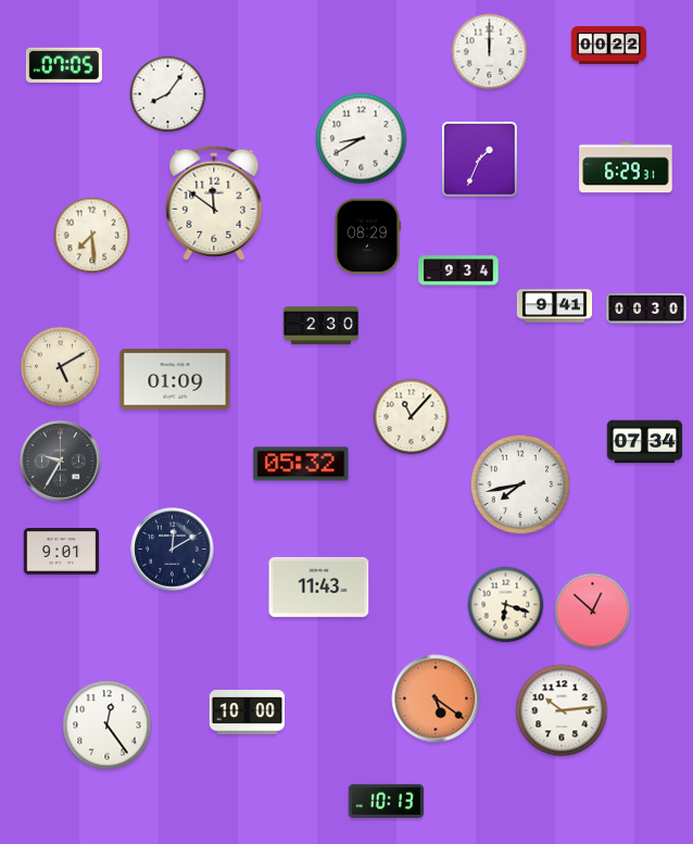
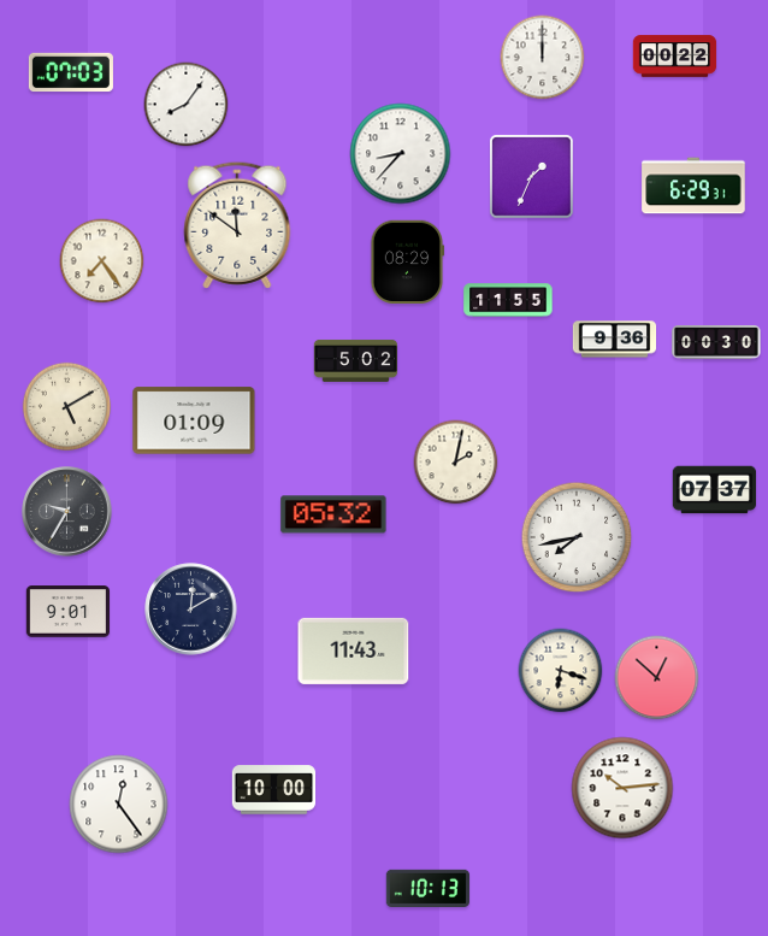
clock at (609, 46) position: (609, 46) -> (675, 57)
clock at (64, 64): 07:05 -> 07:03
clock at (362, 139): 8:40 -> 8:37
clock at (92, 236): 7:29 -> 7:24
clock at (458, 270): 9:34 -> 11:55
clock at (555, 306): 9:41 -> 9:36
clock at (322, 325): 2:30 -> 5:02
clock at (412, 417): 11:07 -> 2:02
clock at (645, 442): 07:34 -> 07:37
clock at (436, 698): 5:21 -> none
